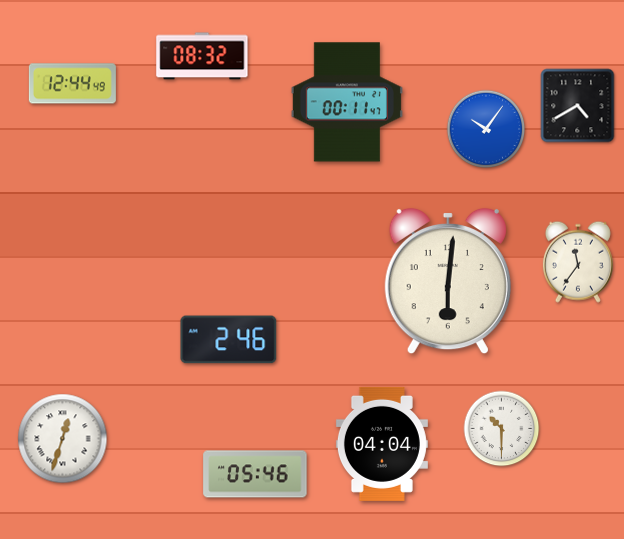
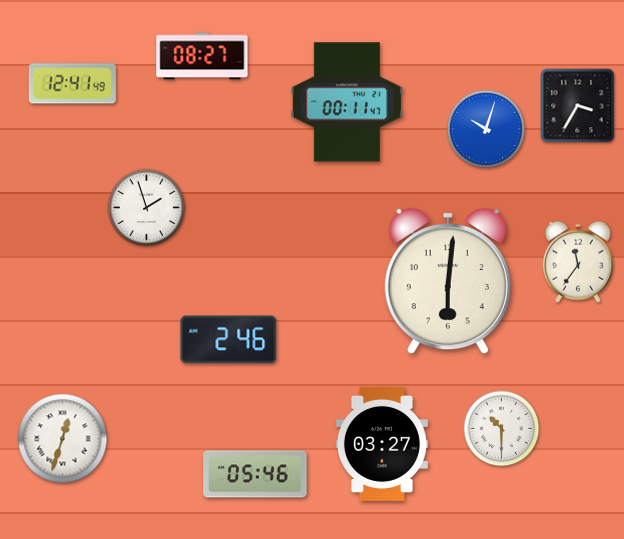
clock at (202, 56): 08:32 -> 08:27
clock at (72, 84): 12:44 -> 12:41
clock at (578, 106): 4:40 -> 3:35
clock at (486, 129): 10:06 -> 10:03
clock at (147, 208): none -> 1:57
clock at (382, 444): 04:04 -> 03:27
